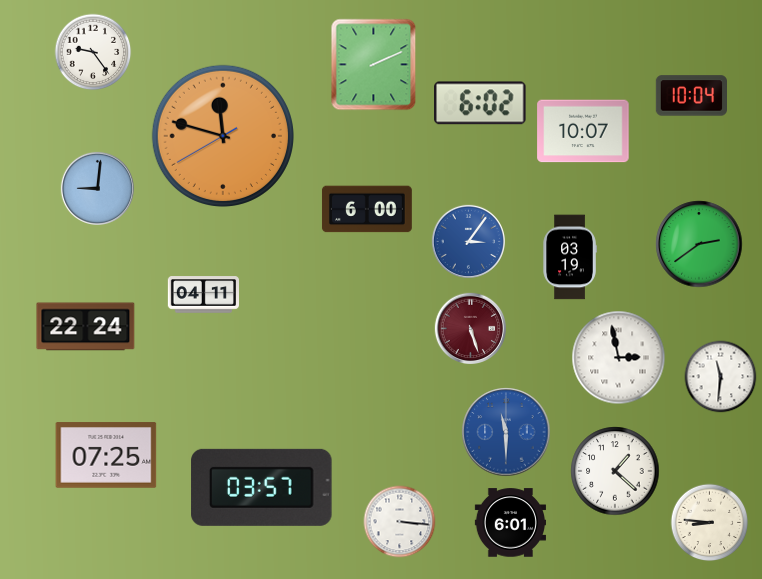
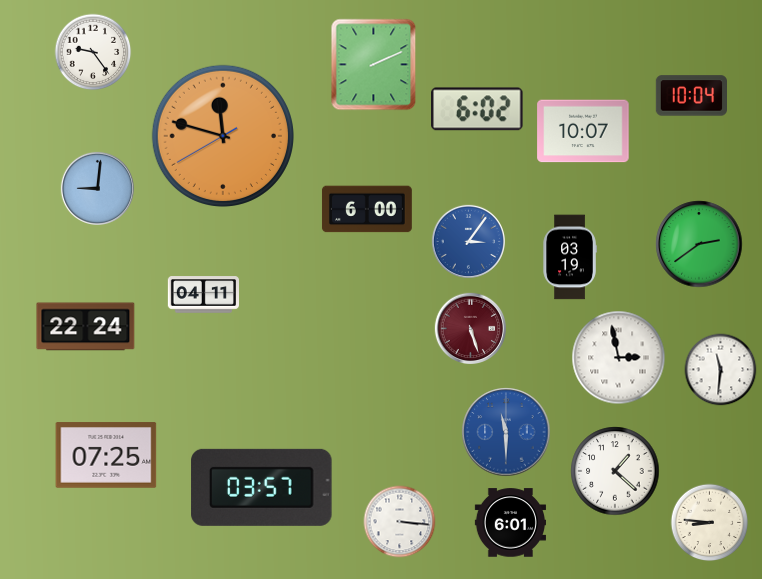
clock at (481, 103) position: (481, 103) -> (478, 109)
clock at (721, 377) position: (721, 377) -> (721, 370)
